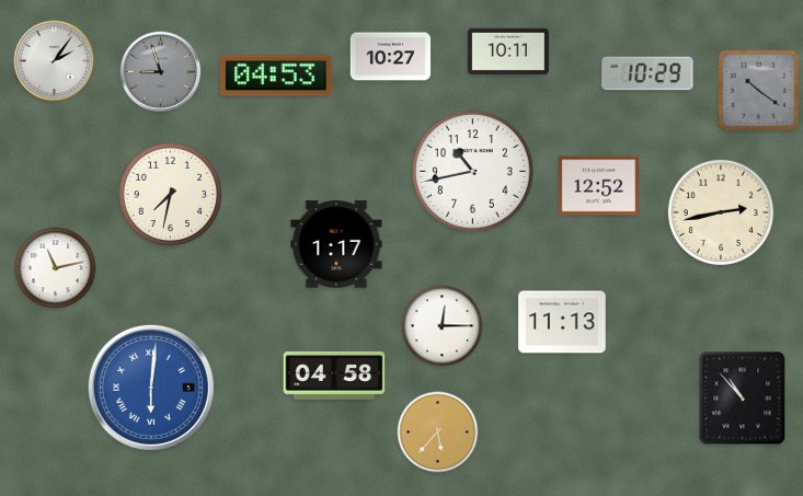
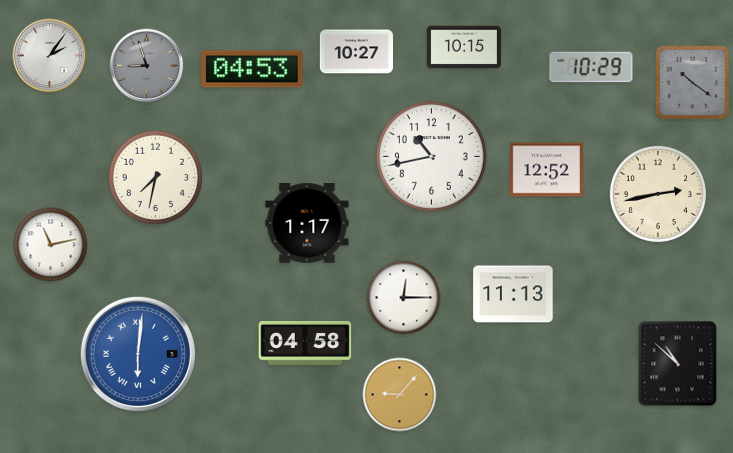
clock at (508, 51): 10:11 -> 10:15
clock at (743, 399): 10:53 -> 10:52
clock at (438, 432): 5:37 -> 9:07
